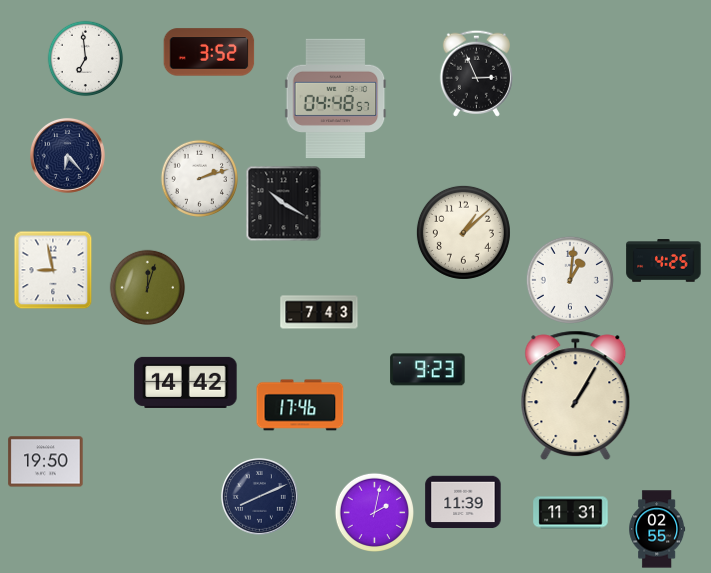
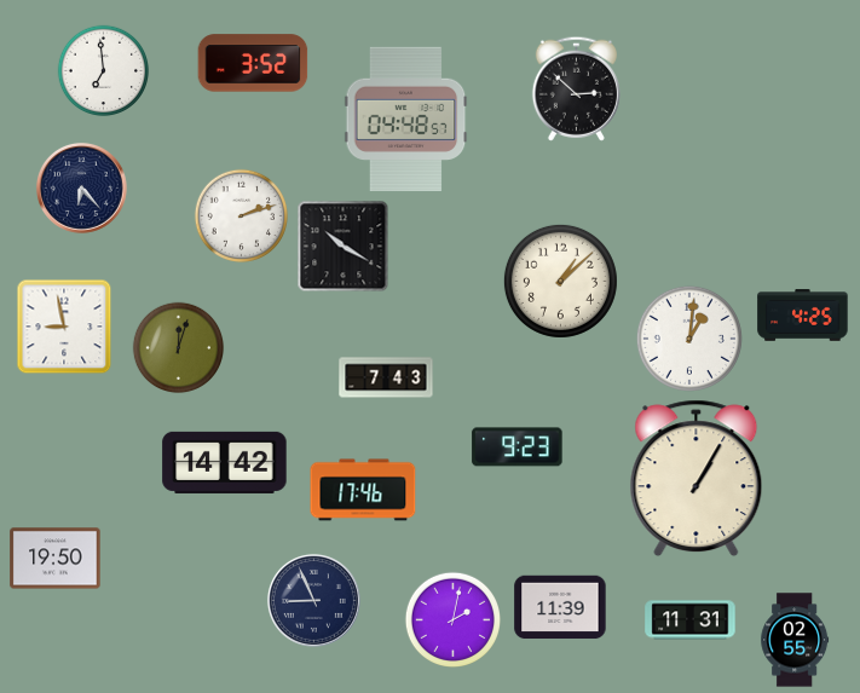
clock at (476, 73): 2:56 -> 2:52
clock at (259, 496): 8:11 -> 8:56
